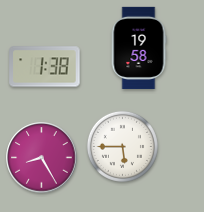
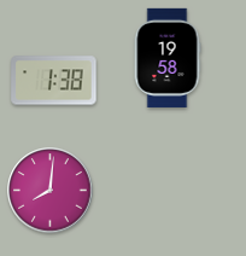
clock at (122, 146): 5:45 -> none
clock at (42, 158): 8:25 -> 8:01
